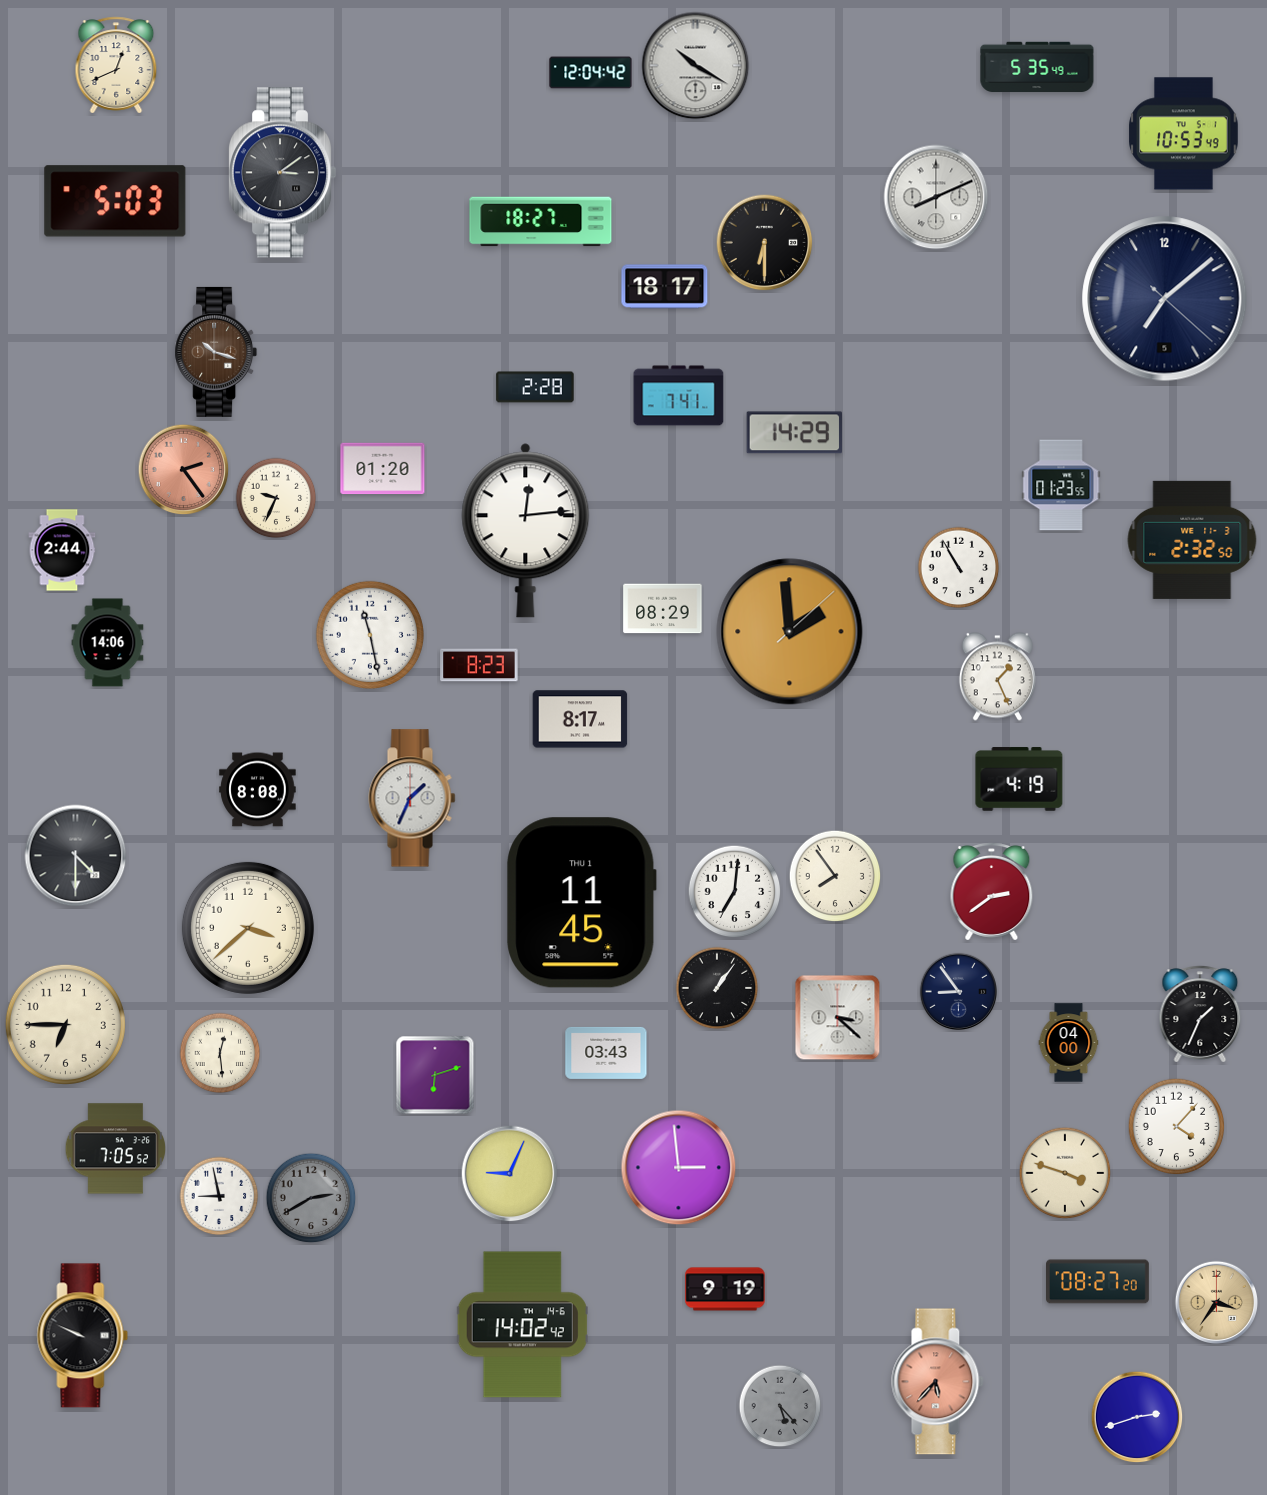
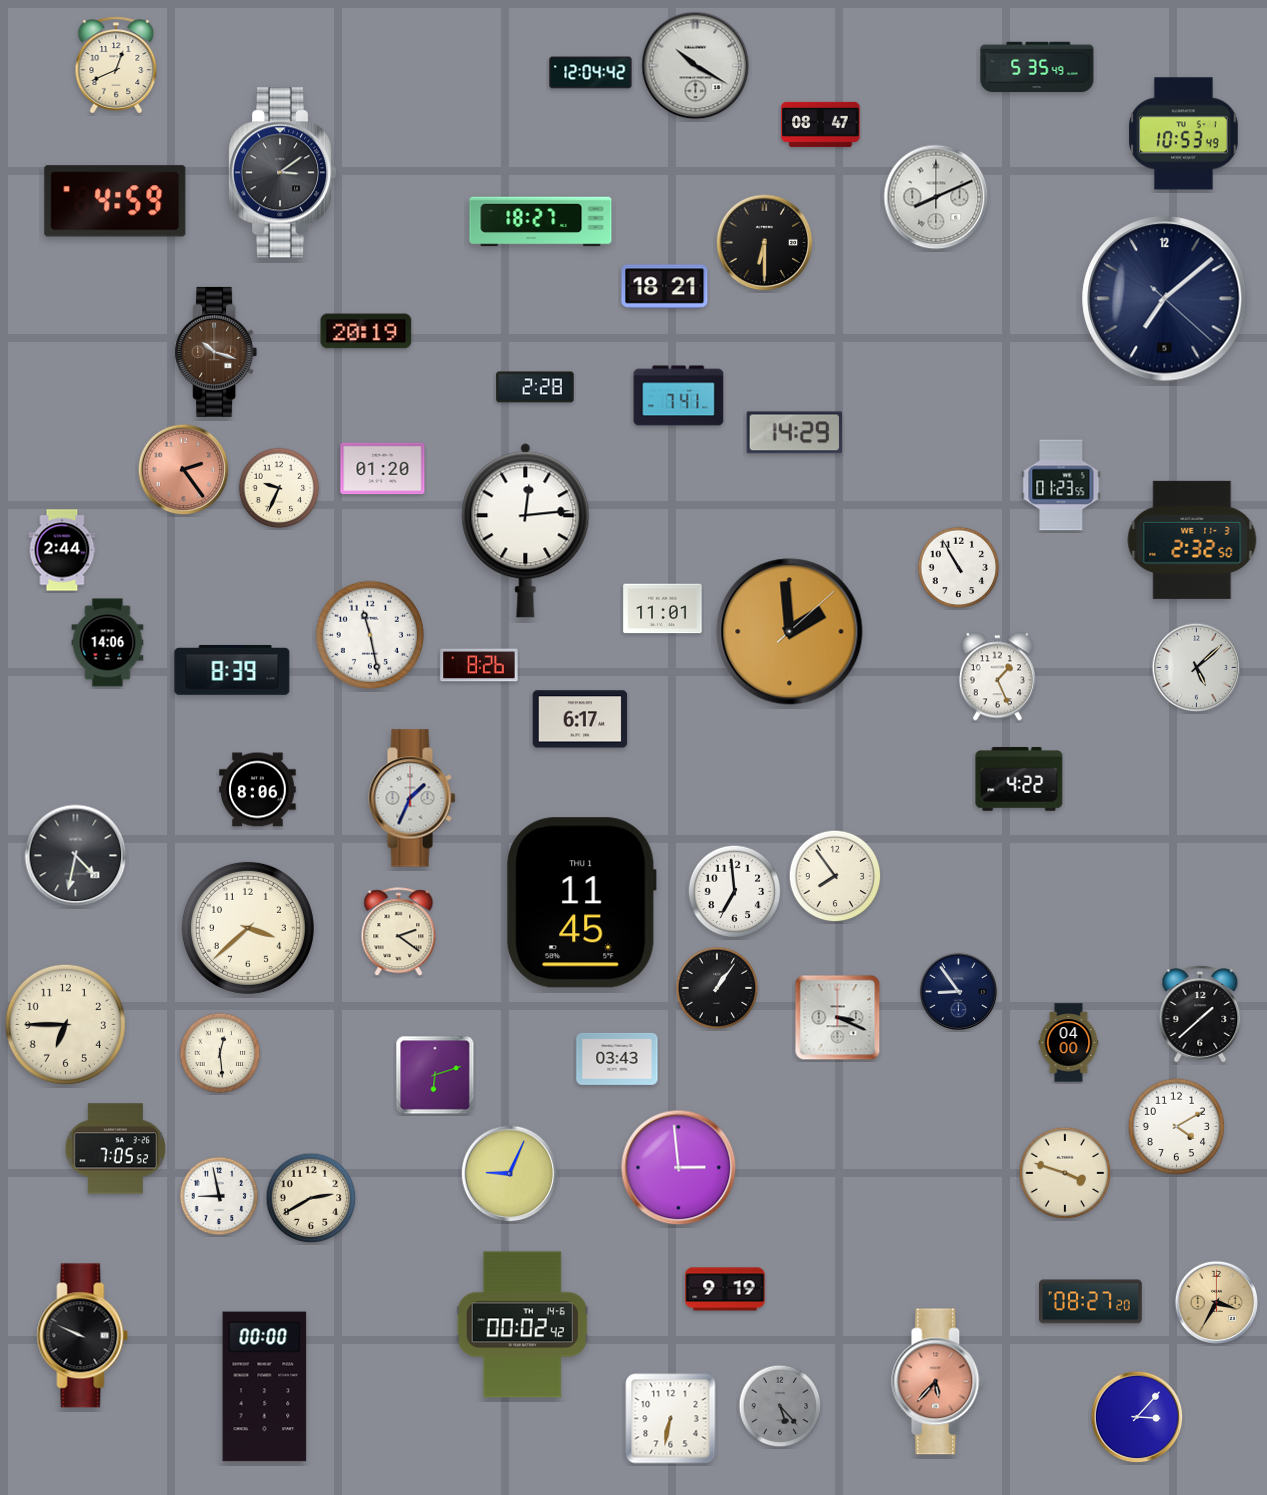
clock at (821, 124): none -> 08:47
clock at (115, 201): 5:03 -> 4:59
clock at (665, 287): 18:17 -> 18:21
clock at (366, 331): none -> 20:19
clock at (276, 498) position: (276, 498) -> (279, 488)
clock at (663, 609): 08:29 -> 11:01
clock at (479, 665): 8:23 -> 8:26
clock at (1197, 668): none -> 5:08
clock at (232, 670): none -> 8:39
clock at (580, 719): 8:17 -> 6:17
clock at (1019, 779): 4:19 -> 4:22
clock at (258, 790): 8:08 -> 8:06
clock at (76, 856): 4:30 -> 4:32
clock at (735, 892): 7:01 -> 6:59
clock at (992, 892): 2:39 -> none
clock at (399, 932): none -> 2:21
clock at (1200, 1014): 1:34 -> 1:38
clock at (838, 1018): 3:22 -> 3:19
clock at (606, 1053) position: (606, 1053) -> (617, 1059)
clock at (1177, 1127): 4:07 -> 4:10
clock at (311, 1198) dial: grey -> cream
clock at (1098, 1282) position: (1098, 1282) -> (1091, 1302)
clock at (1217, 1303): 3:36 -> 3:35
clock at (522, 1325): 14:02 -> 00:02
clock at (265, 1387): none -> 00:00
clock at (1137, 1417): 2:42 -> 3:07
clock at (671, 1419): none -> 6:32
